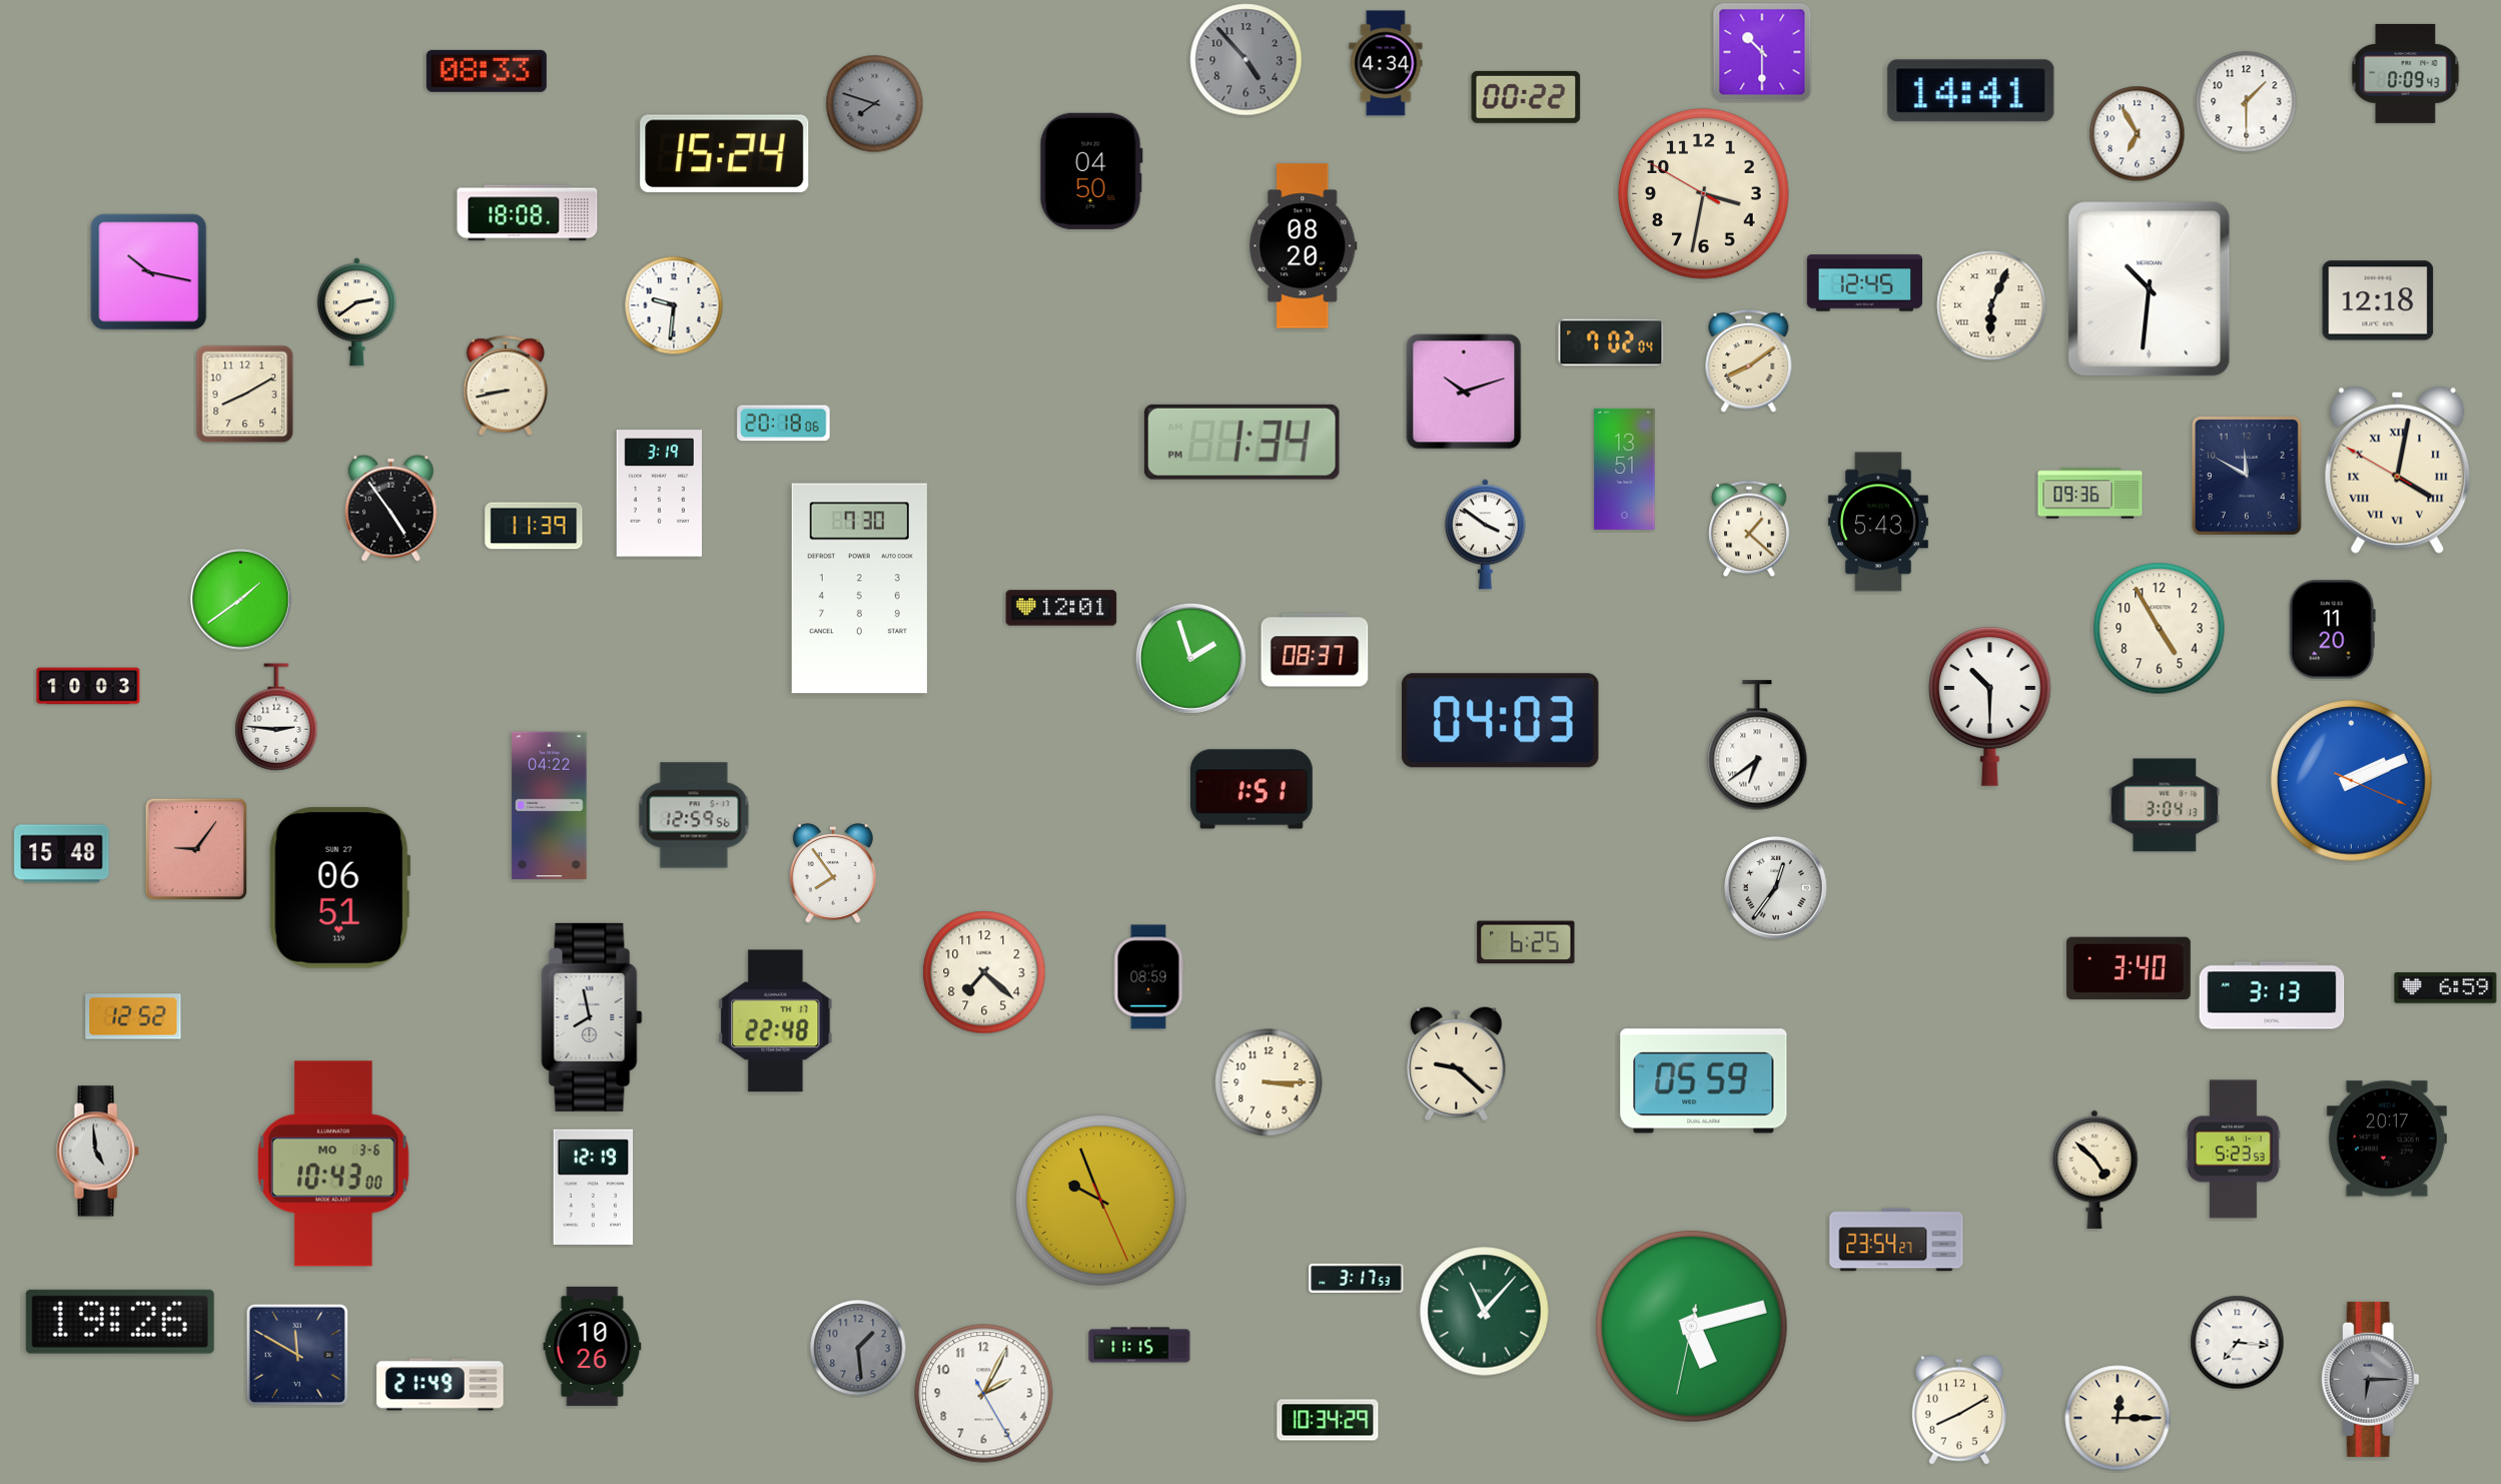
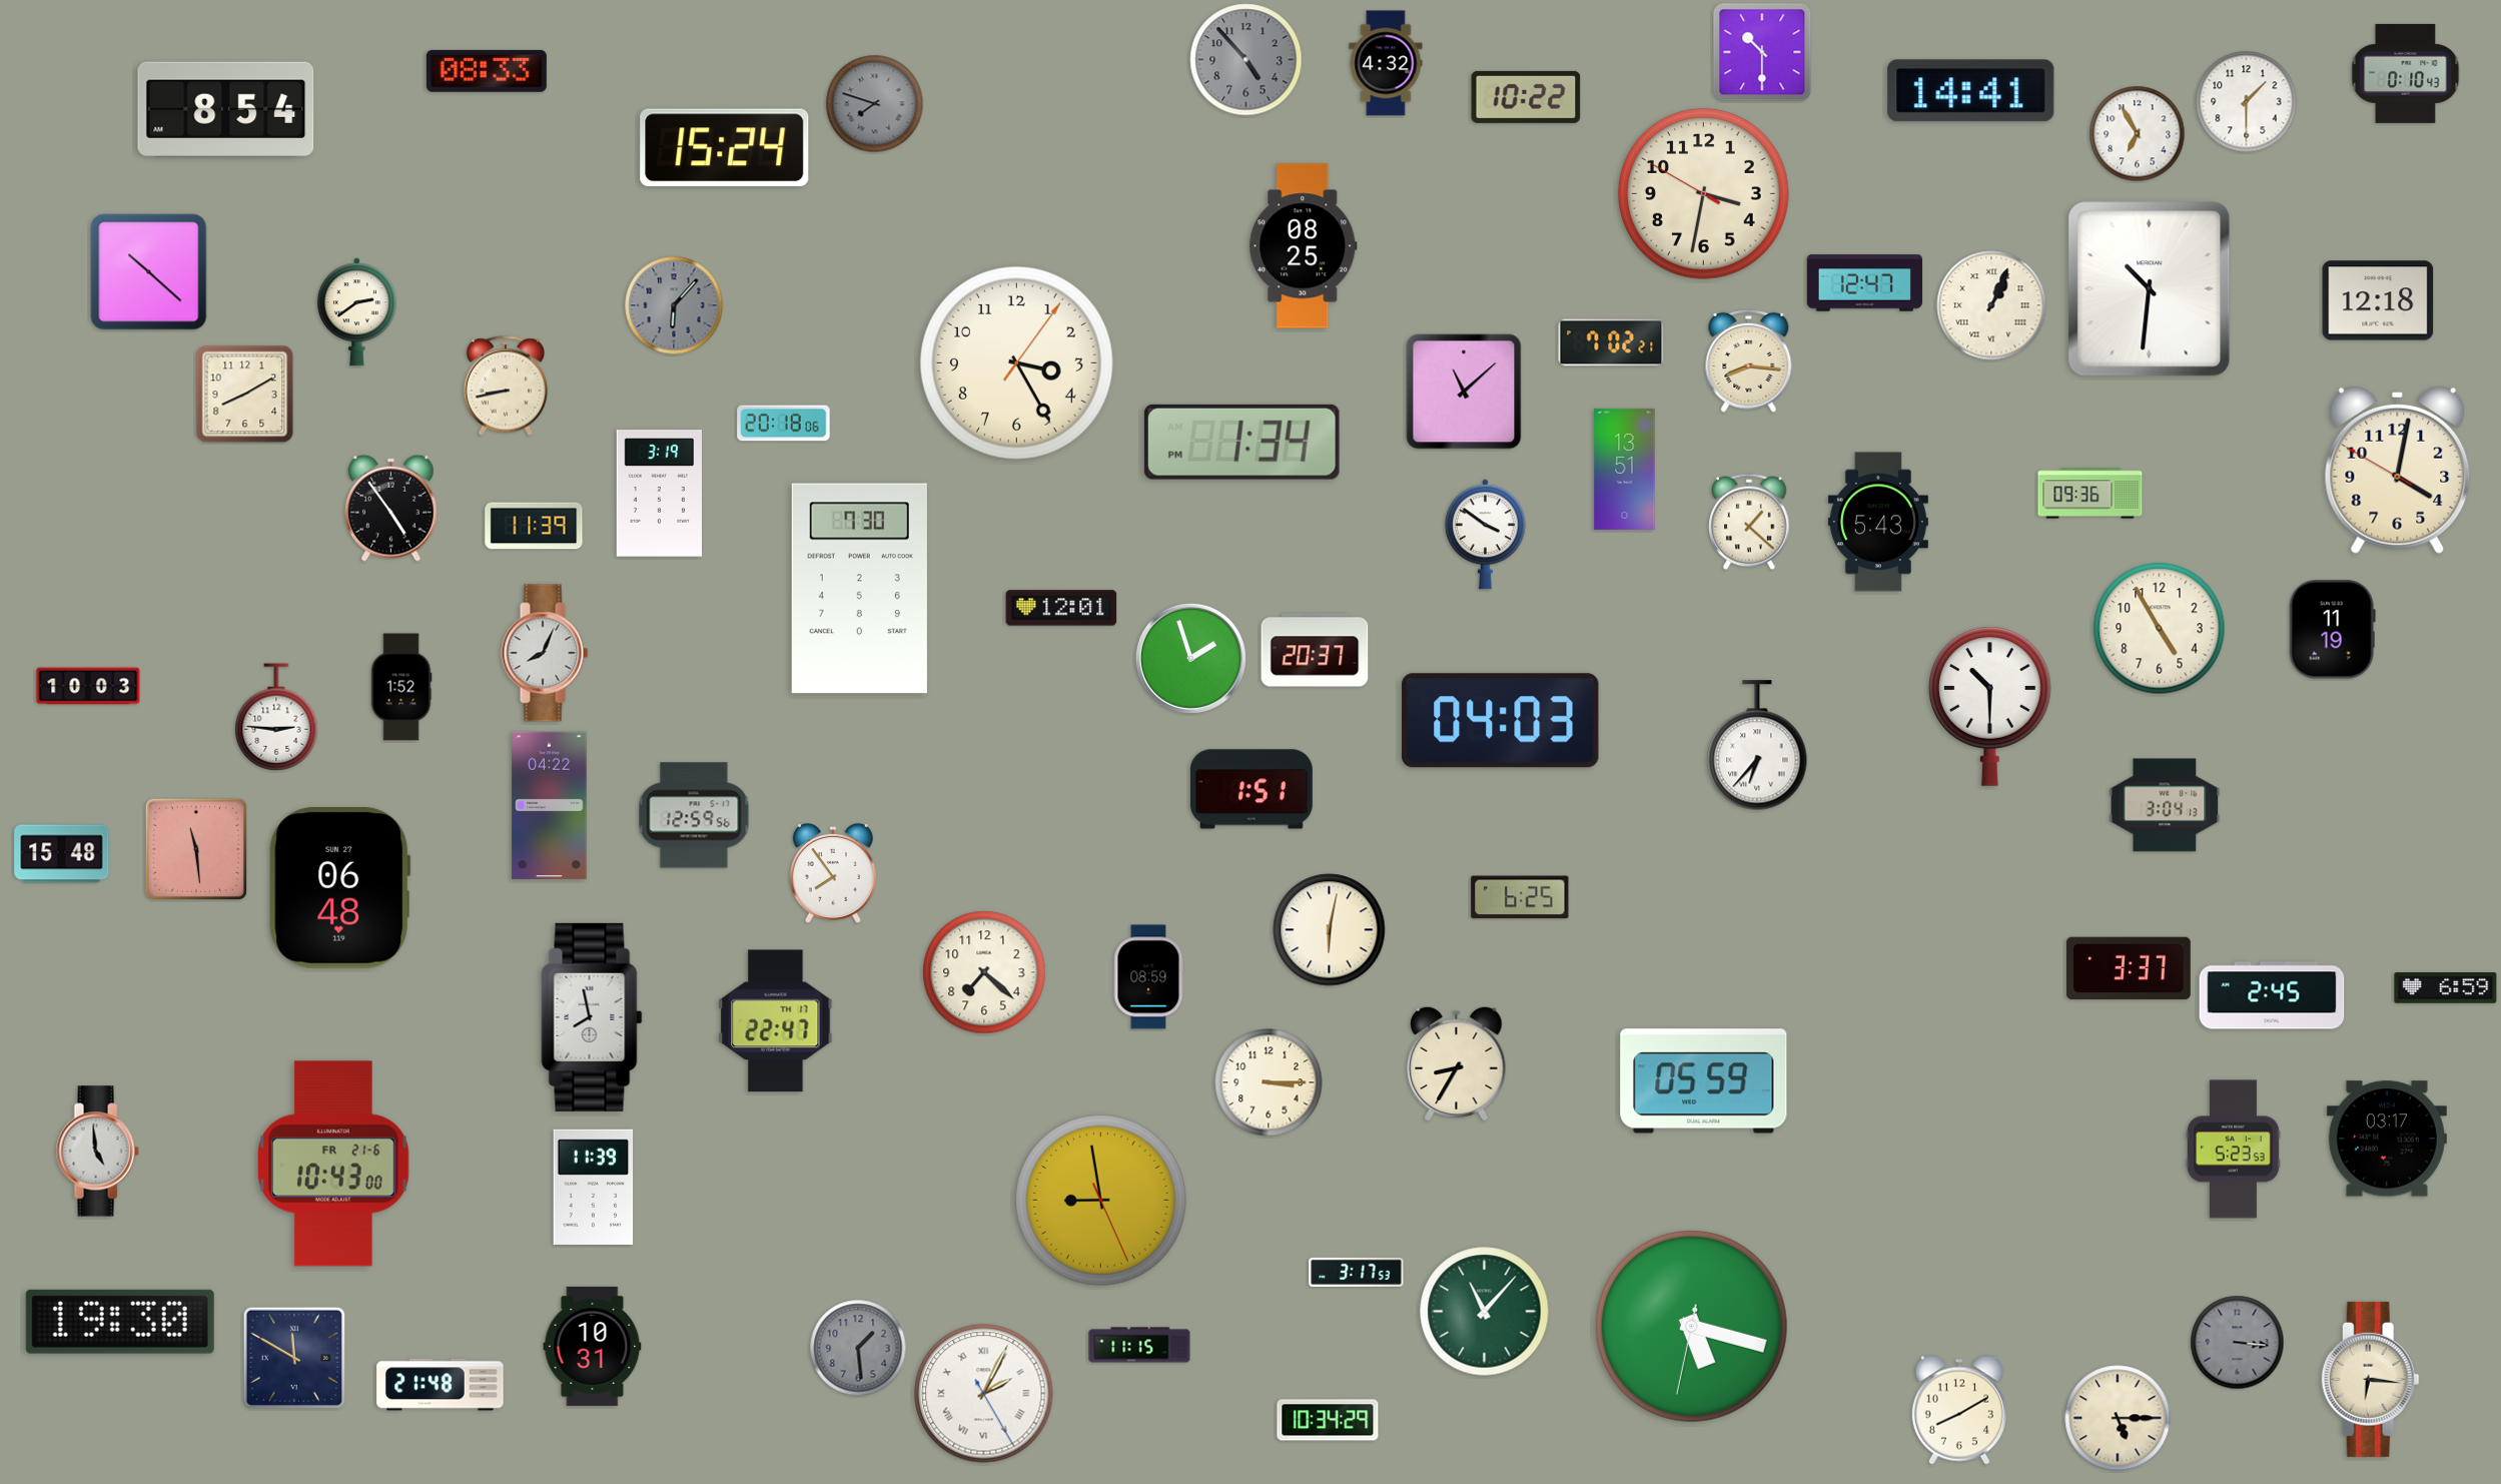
clock at (1386, 63): 4:34 -> 4:32
clock at (2406, 73): 0:09 -> 0:10
clock at (1526, 97): 00:22 -> 10:22
clock at (226, 109): none -> 8:54
clock at (725, 153) position: (725, 153) -> (725, 147)
clock at (1091, 171): 04:50 -> none
clock at (528, 213): 18:08 -> none
clock at (1304, 246): 08:20 -> 08:25
clock at (149, 272): 10:17 -> 10:22
clock at (1864, 283): 12:45 -> 12:47
clock at (674, 305): 9:31 -> 6:07
clock at (674, 305) dial: white -> grey
clock at (1991, 305): 6:04 -> 1:04
clock at (1611, 342): 7:02:04 -> 7:02:21
clock at (1749, 360): 8:09 -> 8:16
clock at (1016, 362): none -> 3:25
clock at (1464, 392): 10:12 -> 11:08
clock at (2398, 470) numerals: Roman -> Arabic
clock at (2248, 477): 11:50 -> none
clock at (1749, 529) position: (1749, 529) -> (1749, 522)
clock at (241, 600): 1:39 -> none
clock at (2332, 630): 11:20 -> 11:19
clock at (1315, 650): 08:37 -> 20:37
clock at (545, 653): none -> 8:04
clock at (401, 687): none -> 1:52
clock at (1757, 745): 6:39 -> 6:37
clock at (2352, 781): 2:11 -> none
clock at (195, 848): 9:06 -> 11:29
clock at (340, 888): 06:51 -> 06:48
clock at (1776, 888): 12:36 -> none
clock at (1330, 930): none -> 6:02
clock at (1526, 942) position: (1526, 942) -> (1520, 897)
clock at (2130, 968): 3:40 -> 3:37
clock at (2272, 995): 3:13 -> 2:45
clock at (133, 1016): 12:52 -> none
clock at (776, 1021): 22:48 -> 22:47
clock at (1457, 1063): 9:22 -> 8:35
clock at (2387, 1139): 20:17 -> 03:17
clock at (333, 1164) date: MO 3-6 -> FR 21-6
clock at (2095, 1170): 4:52 -> none
clock at (594, 1187): 12:19 -> 11:39
clock at (1101, 1201): 9:56 -> 8:58
clock at (1896, 1240): 23:54 -> none
clock at (1357, 1278) position: (1357, 1278) -> (1357, 1272)
clock at (120, 1322): 19:26 -> 19:30
clock at (1691, 1326): 5:12 -> 5:17
clock at (2238, 1343): 7:16 -> 3:16
clock at (2238, 1343) dial: white -> grey
clock at (593, 1346): 10:26 -> 10:31
clock at (296, 1354) position: (296, 1354) -> (293, 1357)
clock at (2370, 1379): 6:15 -> 6:16
clock at (2370, 1379) dial: grey -> cream
clock at (441, 1385): 21:49 -> 21:48
clock at (984, 1394) numerals: Arabic -> Roman
clock at (2118, 1418): 12:15 -> 5:15
